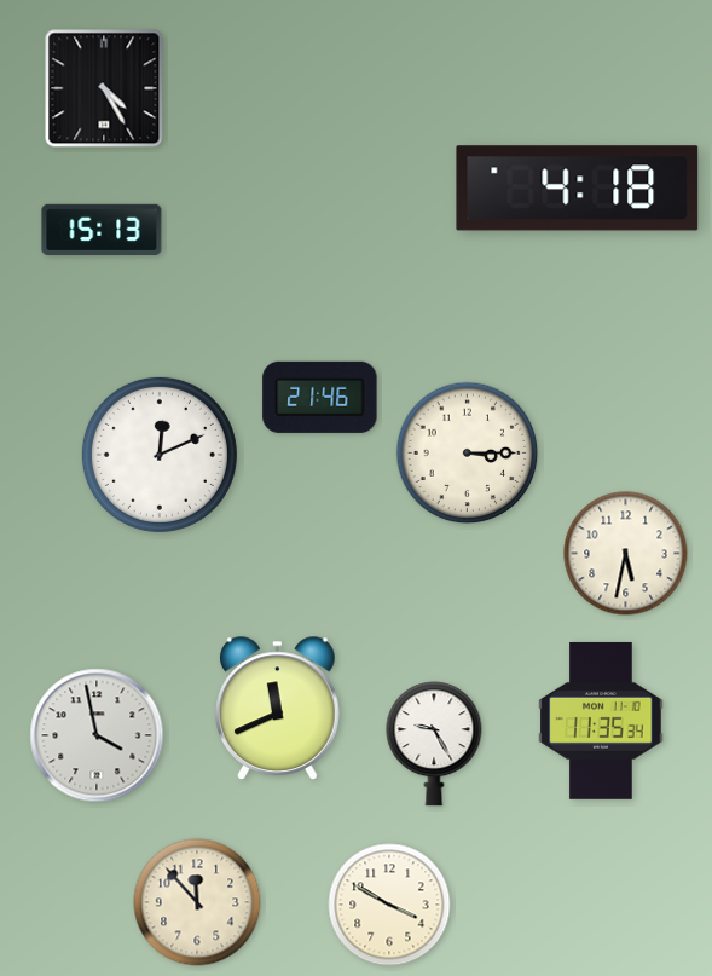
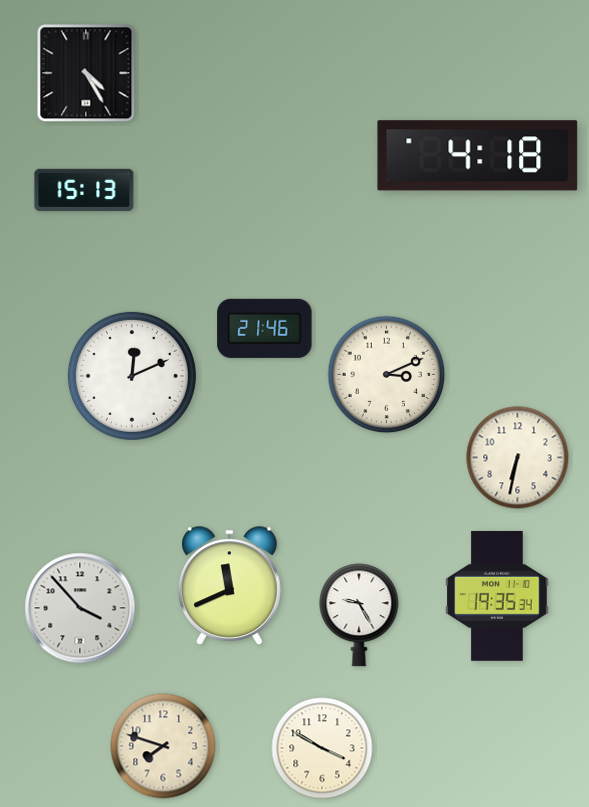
clock at (468, 454): 3:15 -> 3:11
clock at (626, 554): 5:32 -> 6:32
clock at (601, 721): 11:35 -> 19:35
clock at (97, 735): 3:58 -> 3:53
clock at (197, 902): 11:53 -> 7:48
